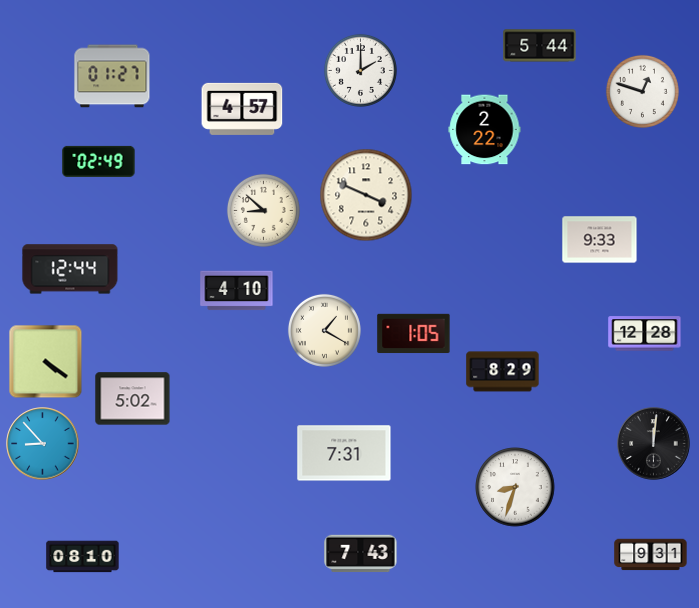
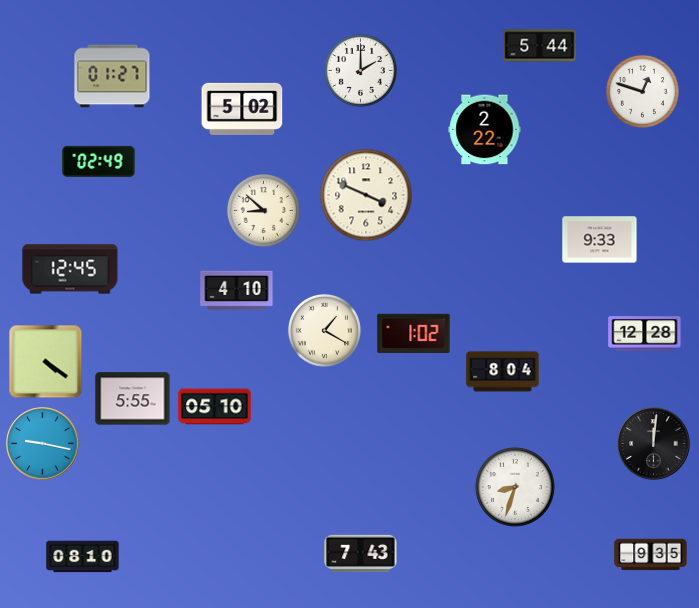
clock at (242, 109): 4:57 -> 5:02
clock at (70, 269): 12:44 -> 12:45
clock at (414, 334): 1:05 -> 1:02
clock at (503, 372): 8:29 -> 8:04
clock at (133, 399): 5:02 -> 5:55
clock at (215, 407): none -> 05:10
clock at (43, 444): 8:53 -> 9:17
clock at (344, 453): 7:31 -> none
clock at (651, 555): 9:31 -> 9:35
